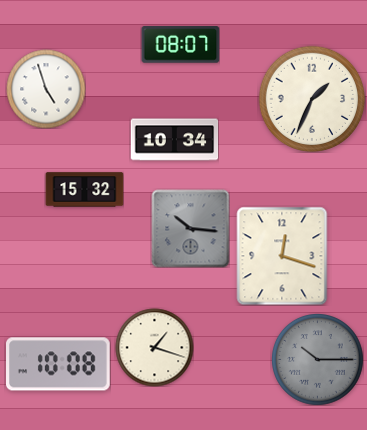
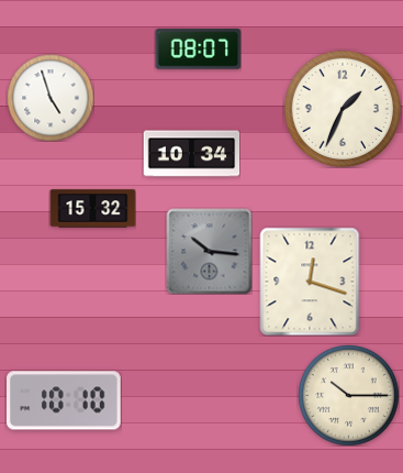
clock at (154, 347): 1:18 -> none
clock at (318, 360) dial: grey -> cream
clock at (59, 364): 10:08 -> 10:10
